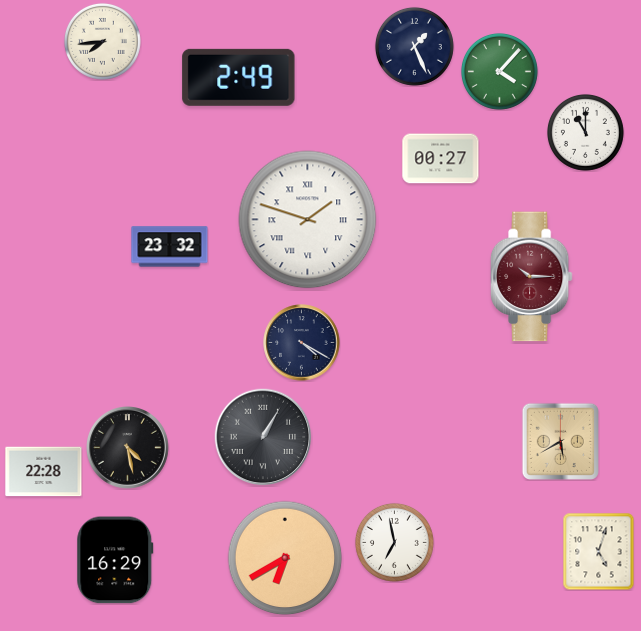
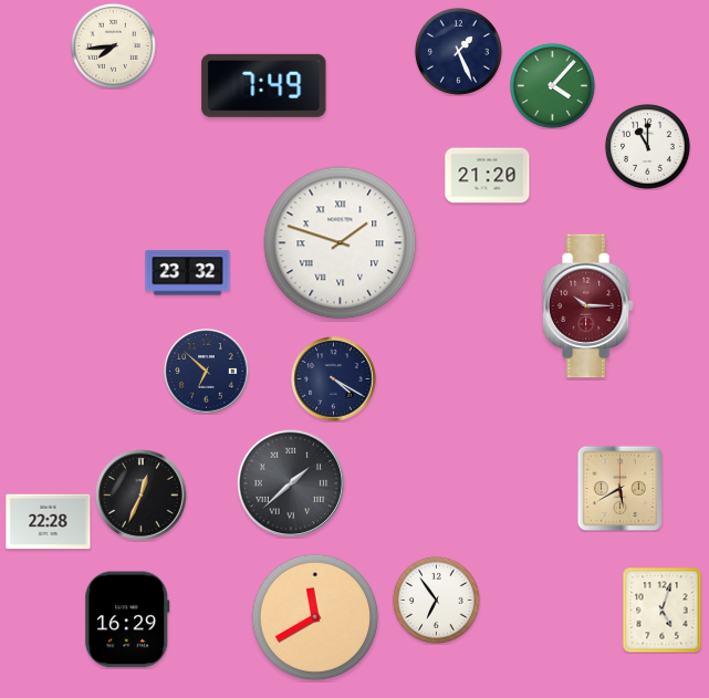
clock at (499, 71) position: (499, 71) -> (552, 85)
clock at (239, 77): 2:49 -> 7:49
clock at (441, 159): 00:27 -> 21:20
clock at (207, 372): none -> 6:52
clock at (263, 437): 1:05 -> 1:38
clock at (128, 448): 4:28 -> 12:34
clock at (394, 542): 6:58 -> 6:54
clock at (285, 558): 6:40 -> 11:40
